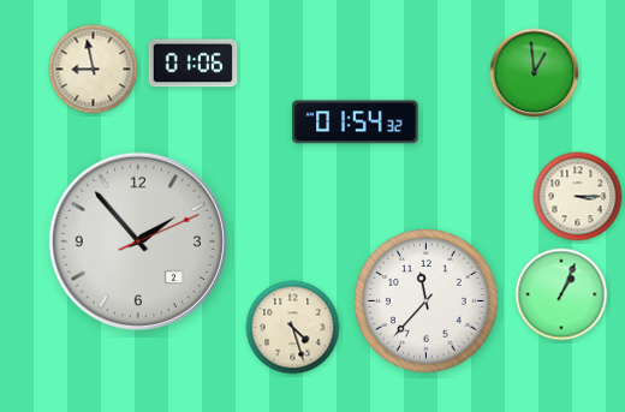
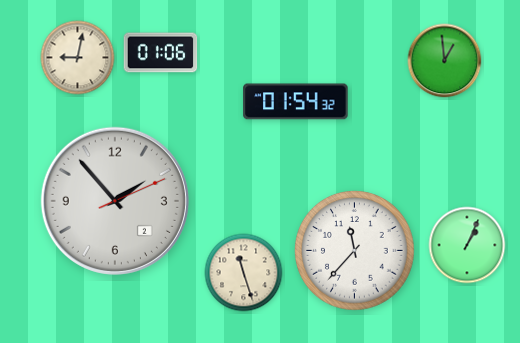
clock at (94, 70): 8:58 -> 9:02
clock at (578, 197): 3:15 -> none
clock at (293, 328): 4:27 -> 11:27
